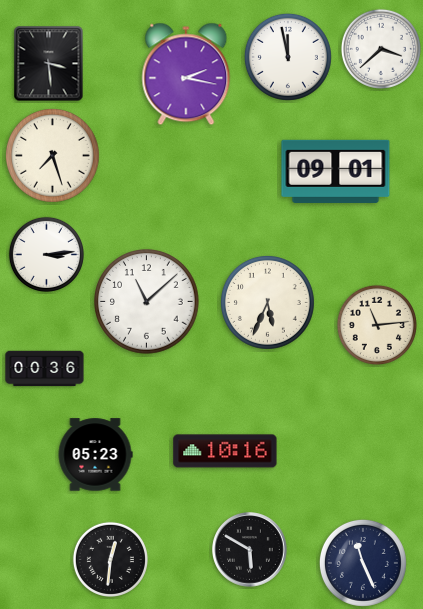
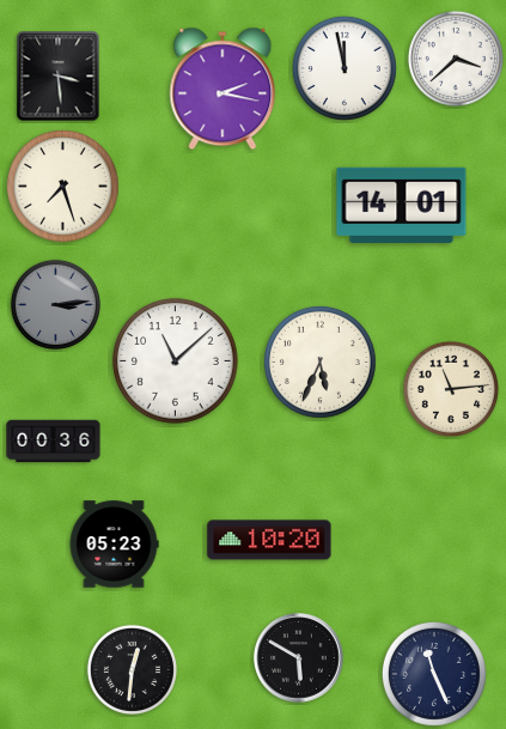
clock at (336, 171): 09:01 -> 14:01
clock at (46, 254) dial: white -> grey
clock at (225, 451): 10:16 -> 10:20
